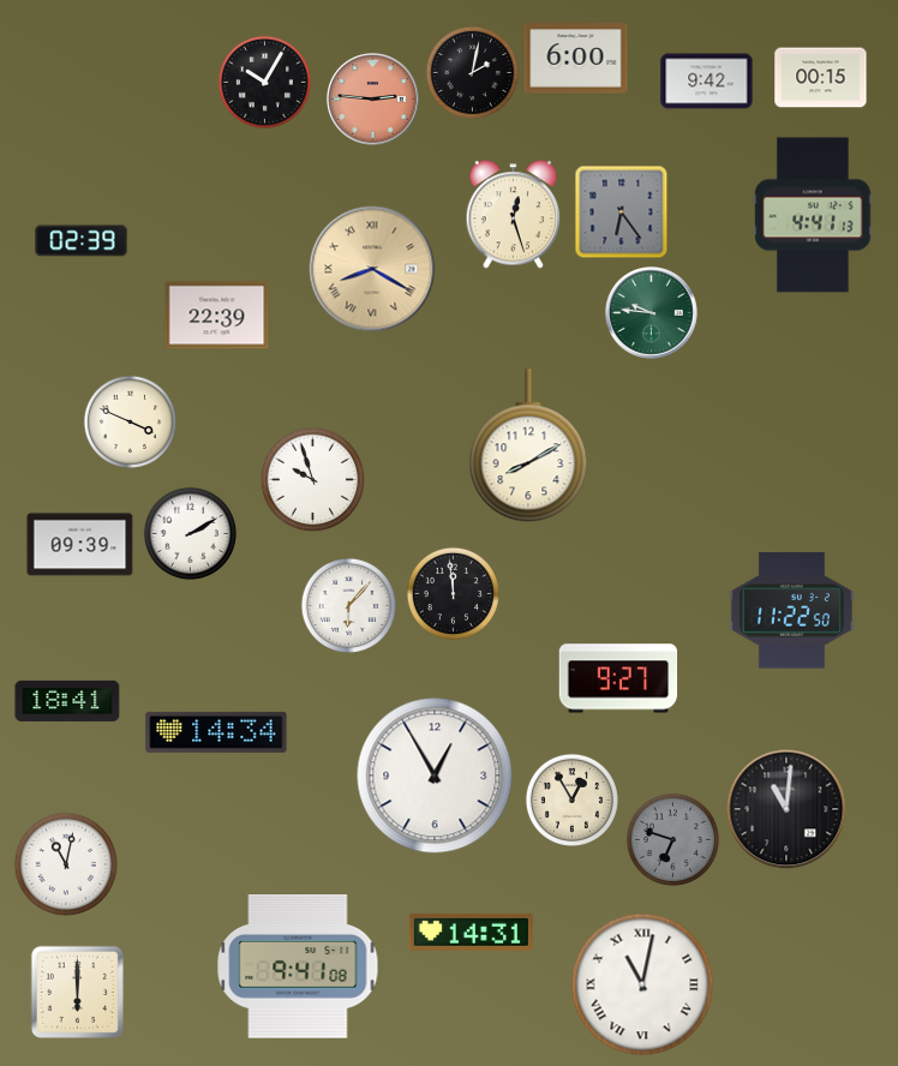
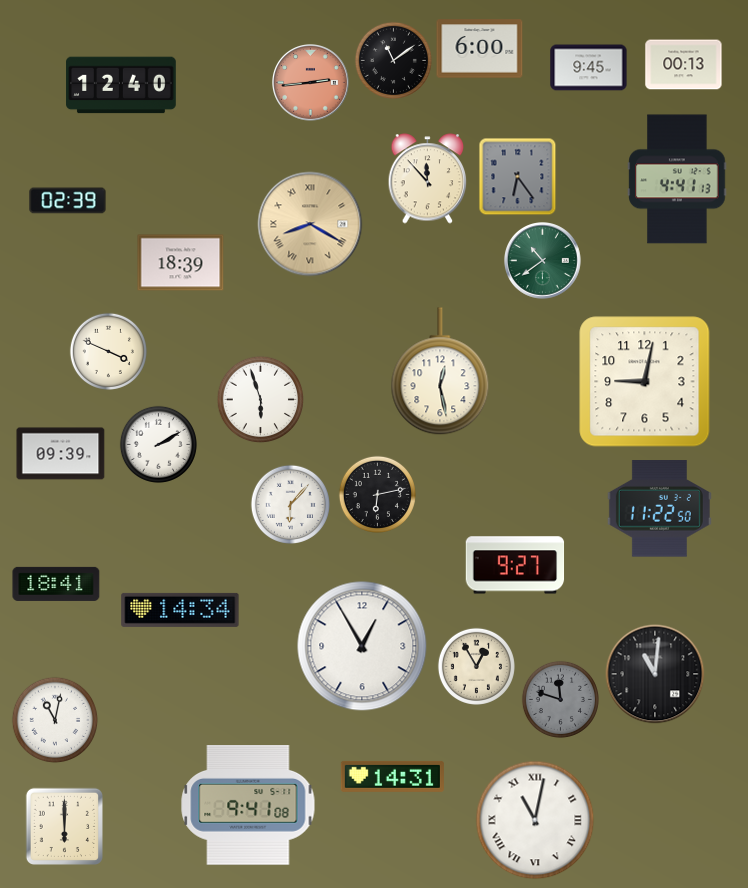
clock at (472, 72): 2:02 -> 11:09
clock at (821, 78): 00:15 -> 00:13
clock at (264, 82): 10:05 -> none
clock at (707, 82): 9:42 -> 9:45
clock at (373, 100): 2:46 -> 2:44
clock at (121, 85): none -> 12:40
clock at (514, 215): 12:27 -> 11:53
clock at (652, 313): 9:46 -> 10:39
clock at (217, 316): 22:39 -> 18:39
clock at (528, 447): 8:10 -> 12:28
clock at (645, 382): none -> 9:02
clock at (312, 479): 9:57 -> 5:57
clock at (80, 545) position: (80, 545) -> (61, 454)
clock at (453, 593): 11:59 -> 6:13
clock at (672, 839): 6:48 -> 11:48
